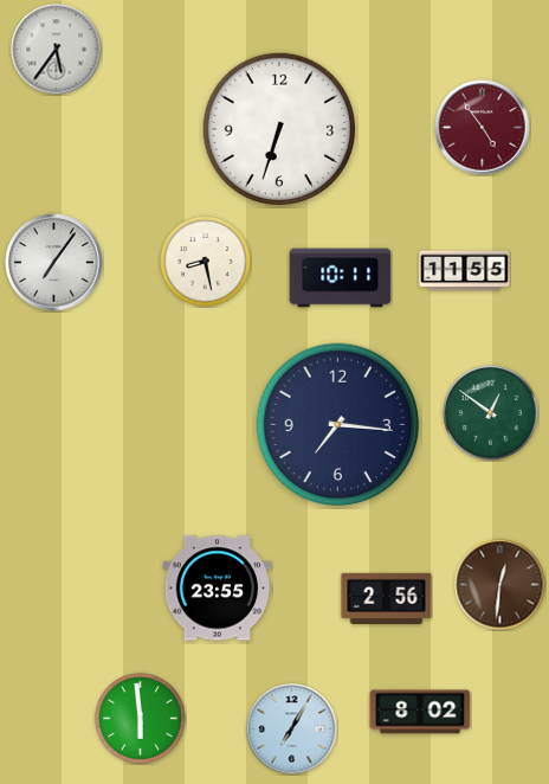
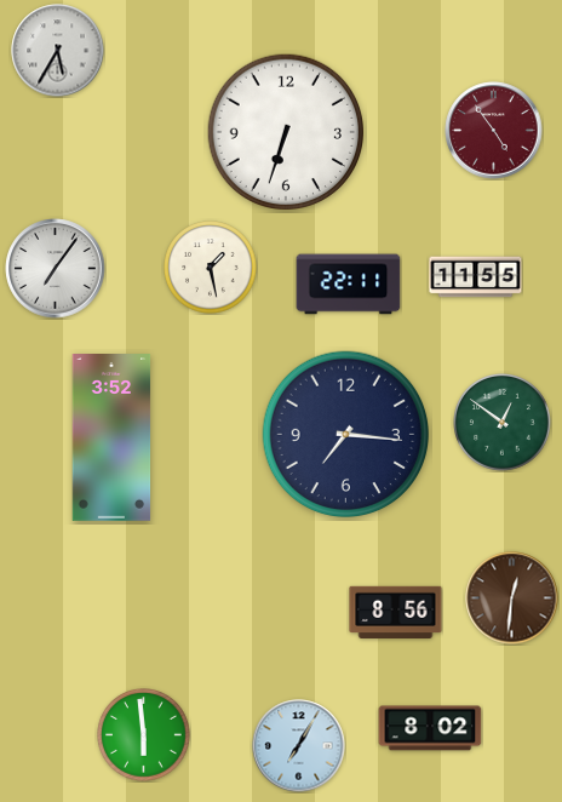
clock at (57, 50): 5:36 -> 5:35
clock at (206, 262): 8:28 -> 1:28
clock at (341, 278): 10:11 -> 22:11
clock at (111, 439): none -> 3:52
clock at (218, 589): 23:55 -> none
clock at (387, 598): 2:56 -> 8:56
